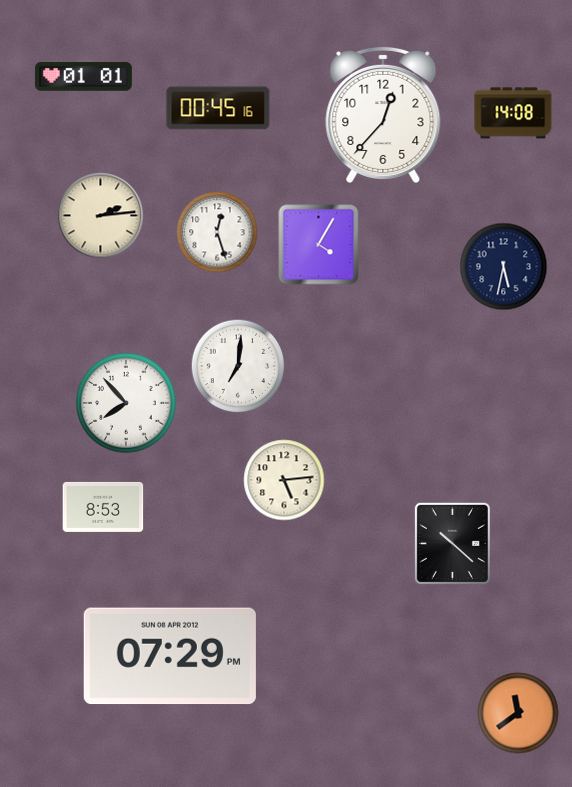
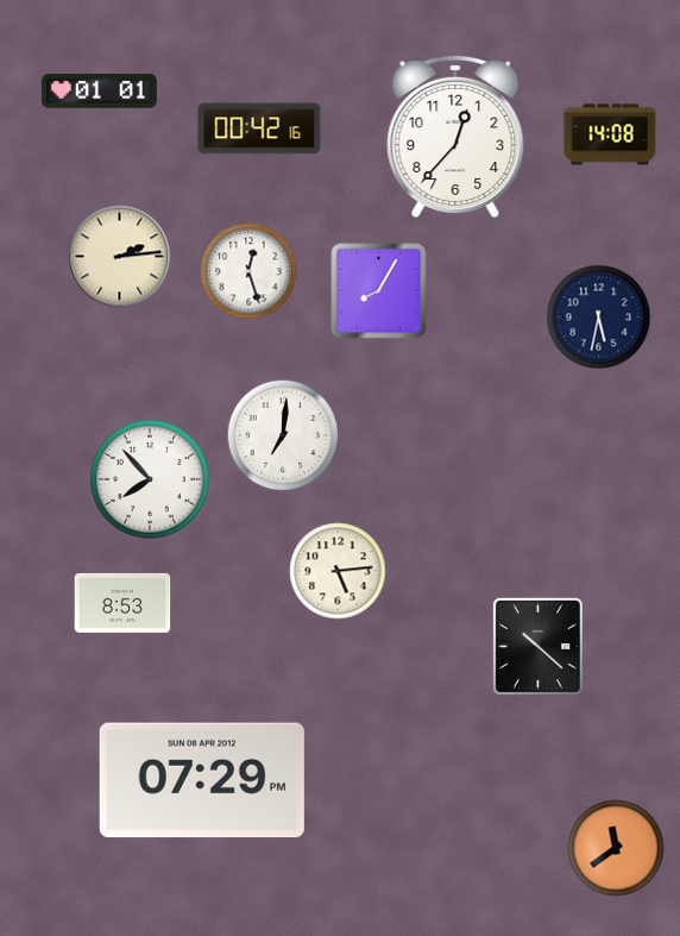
clock at (218, 108): 00:45 -> 00:42
clock at (217, 232) position: (217, 232) -> (248, 271)
clock at (319, 245): 4:05 -> 8:05
